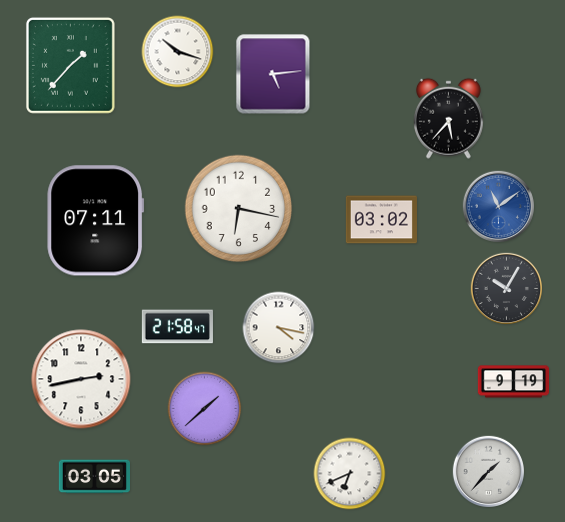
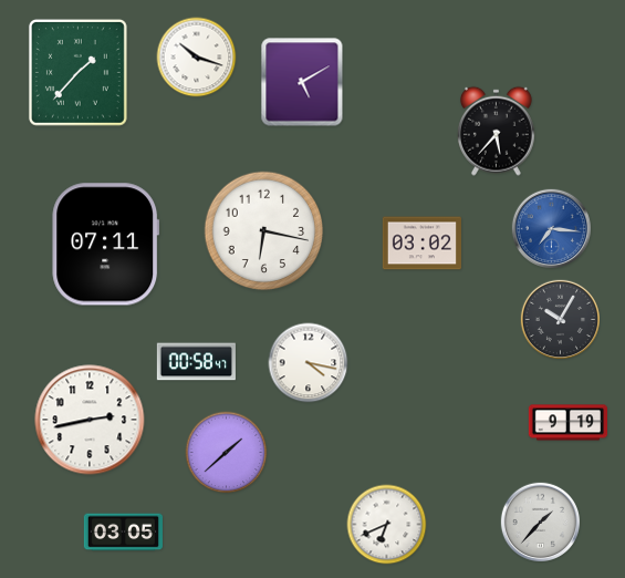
clock at (273, 74): 5:14 -> 5:10
clock at (498, 206): 11:09 -> 7:16
clock at (177, 327): 21:58 -> 00:58
clock at (94, 477) position: (94, 477) -> (123, 533)
